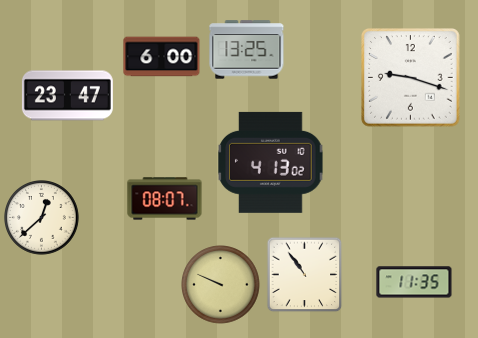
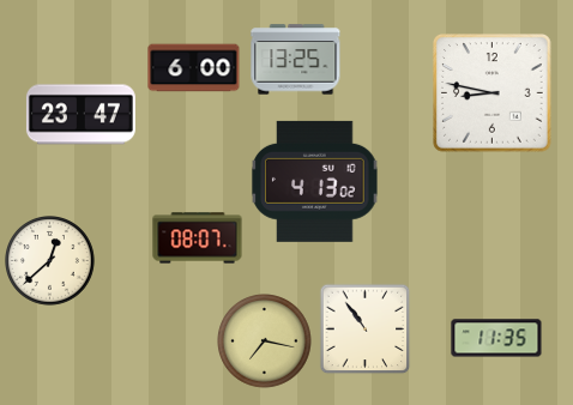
clock at (411, 78): 9:18 -> 8:47
clock at (271, 162) position: (271, 162) -> (315, 181)
clock at (221, 285): 9:49 -> 7:17
